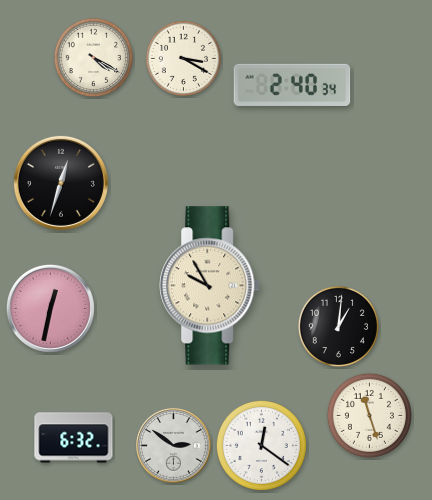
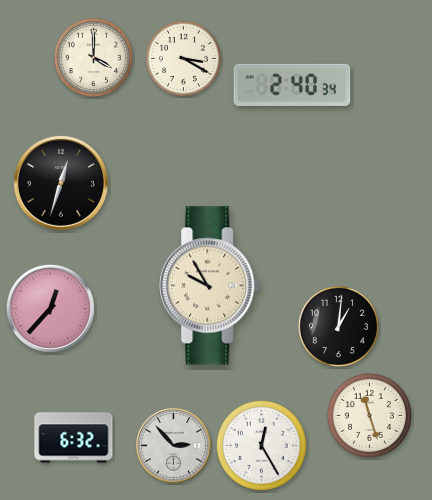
clock at (93, 57): 4:20 -> 4:00
clock at (50, 308): 12:32 -> 12:37
clock at (261, 445): 12:21 -> 12:25
clock at (174, 446): 2:51 -> 2:53
